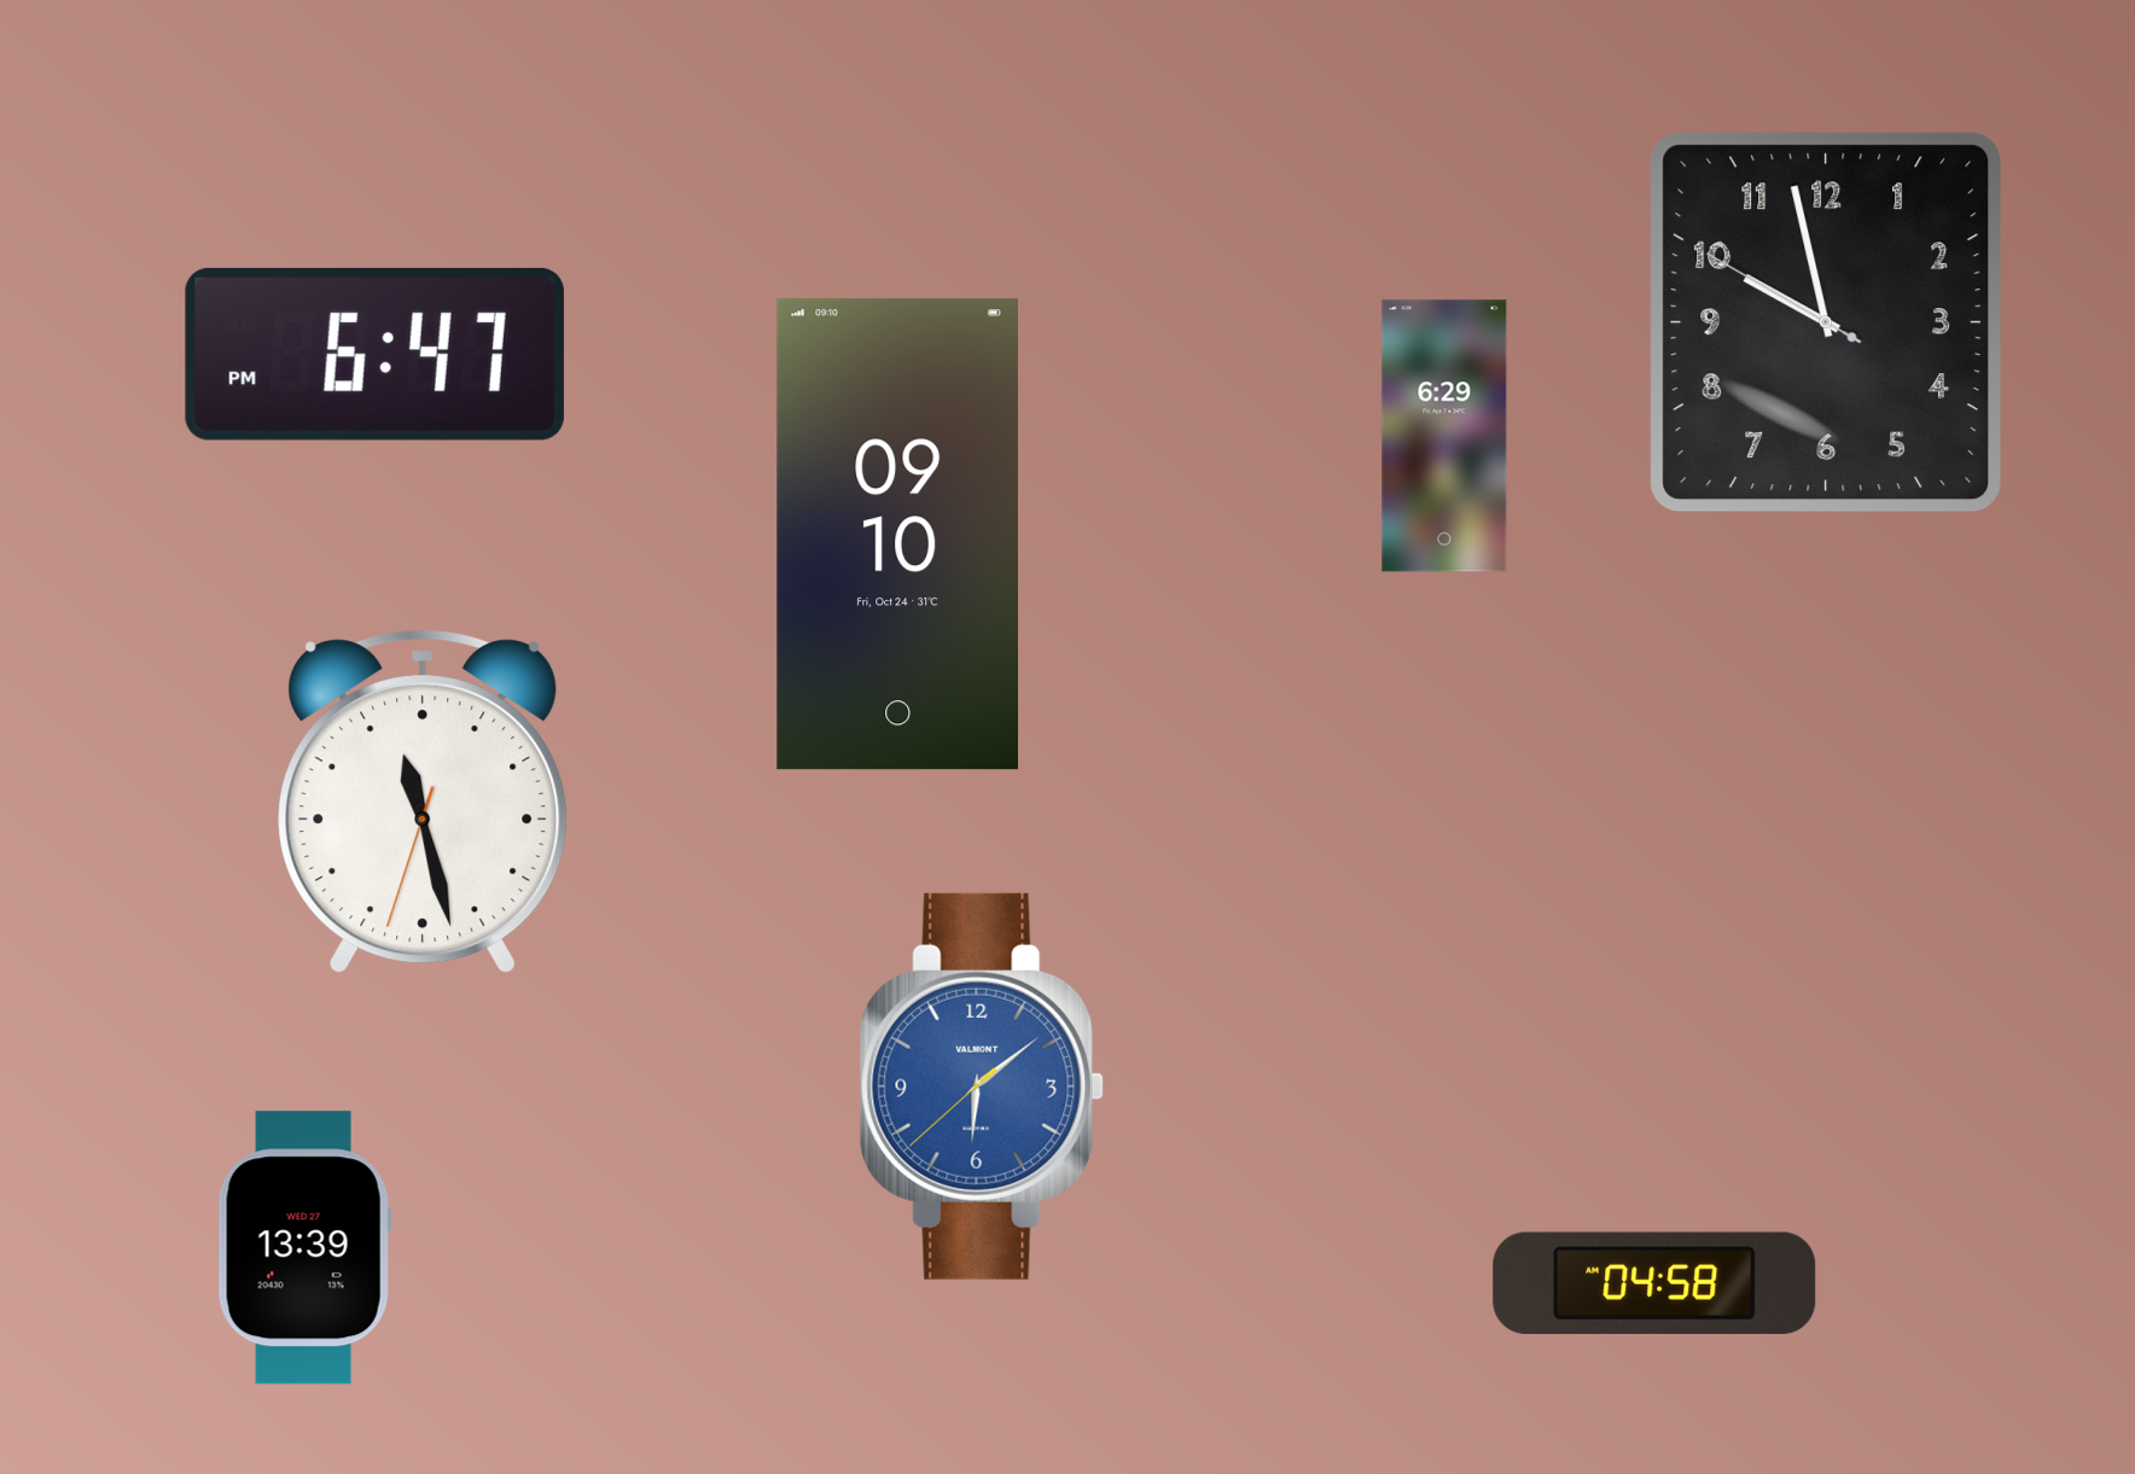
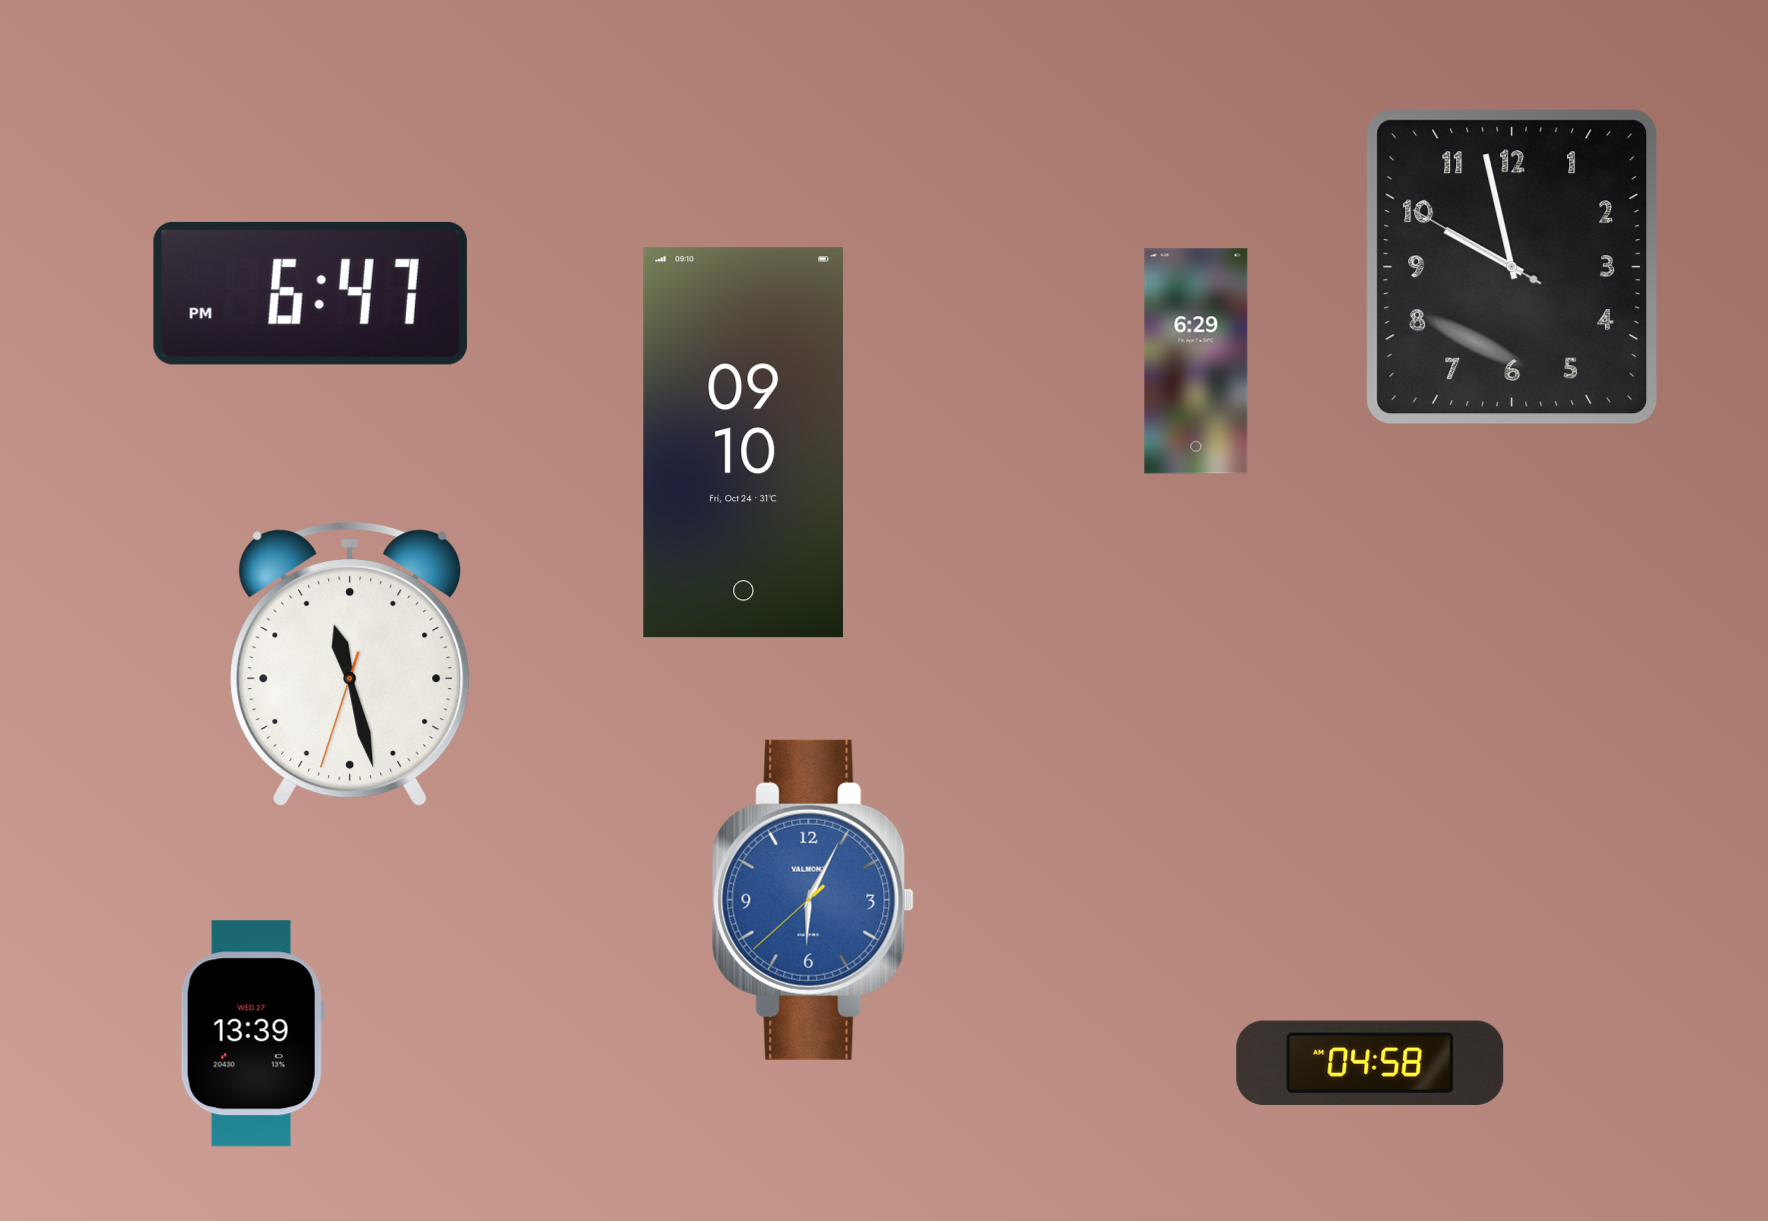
clock at (982, 1086): 6:08 -> 6:04
